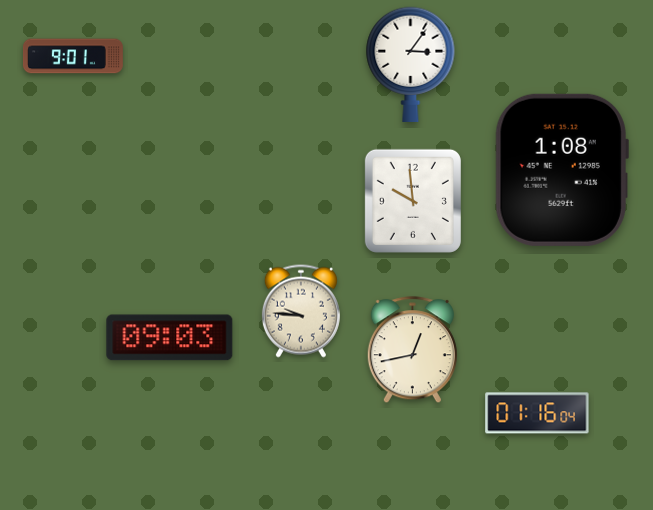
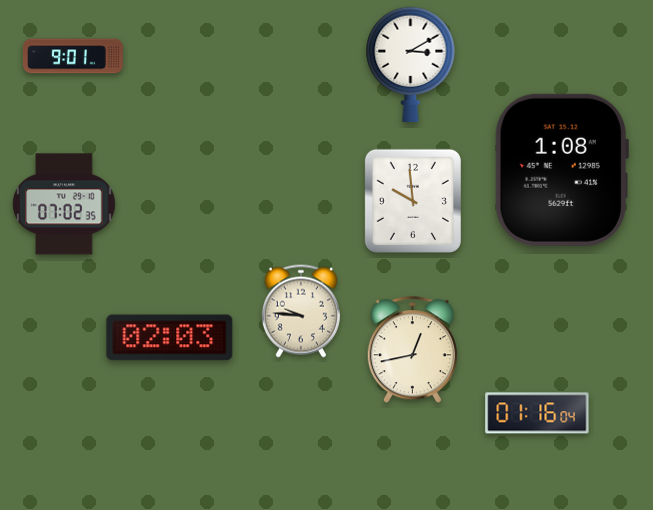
clock at (411, 64): 3:06 -> 3:10
clock at (64, 204): none -> 07:02
clock at (170, 338): 09:03 -> 02:03
